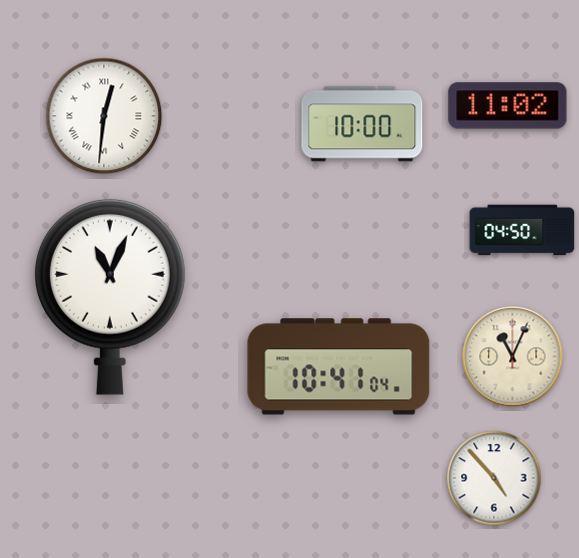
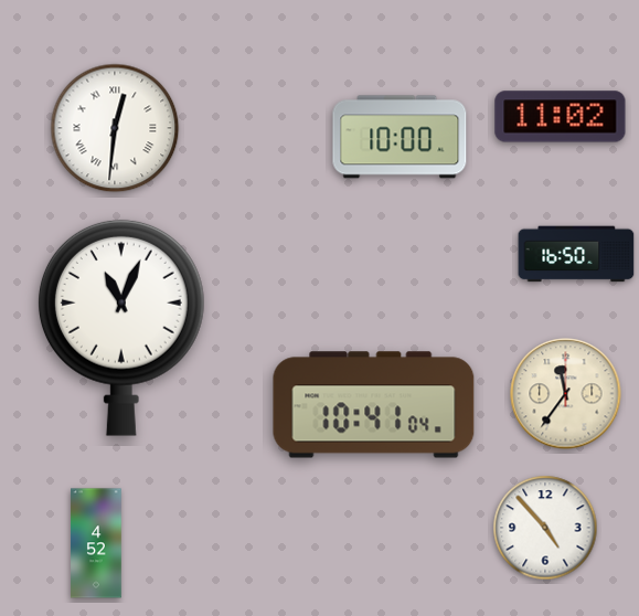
clock at (522, 230): 04:50 -> 16:50
clock at (513, 357): 11:04 -> 11:36
clock at (96, 543): none -> 4:52
